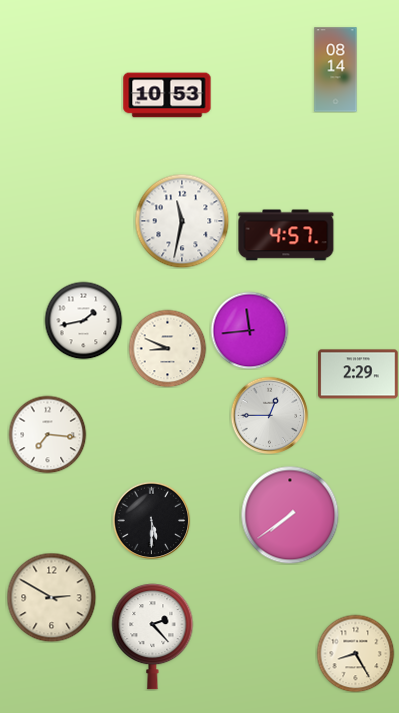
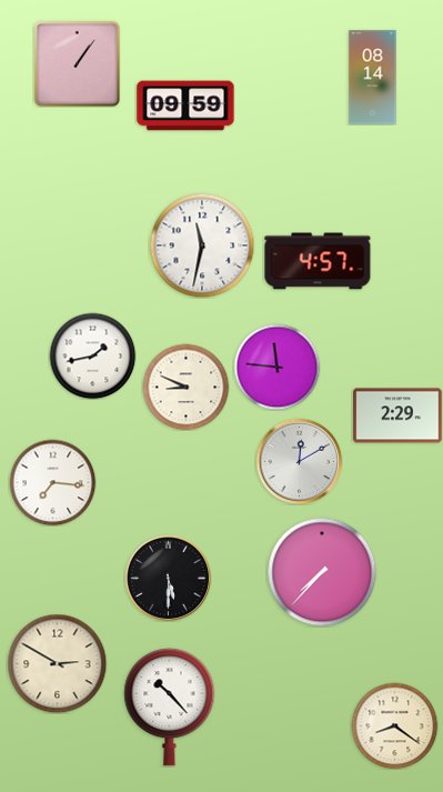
clock at (77, 63): none -> 1:06
clock at (167, 95): 10:53 -> 09:59
clock at (249, 330): 11:44 -> 11:46
clock at (269, 415): 12:45 -> 12:10
clock at (290, 515): 7:39 -> 7:37
clock at (153, 637): 2:23 -> 10:23
clock at (355, 653): 8:25 -> 8:21
